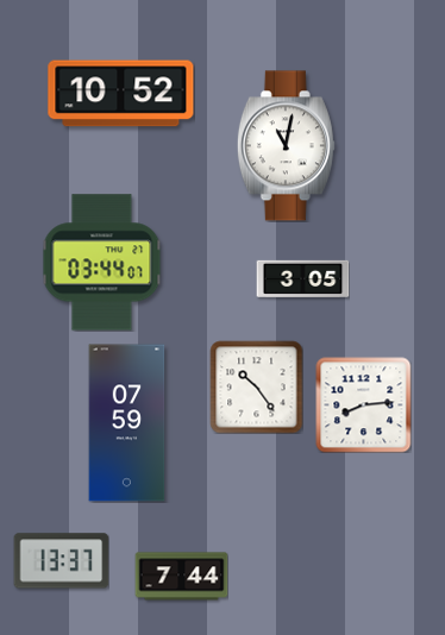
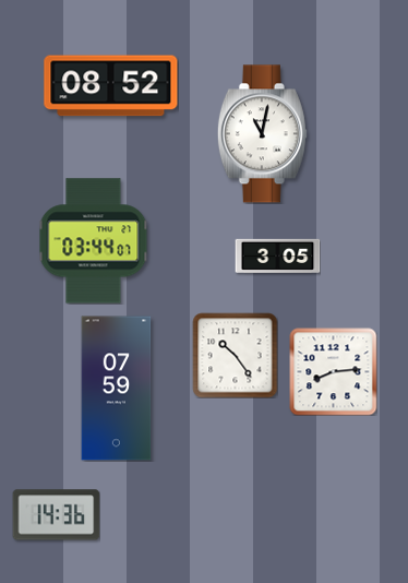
clock at (121, 94): 10:52 -> 08:52
clock at (61, 561): 13:37 -> 14:36
clock at (181, 577): 7:44 -> none
